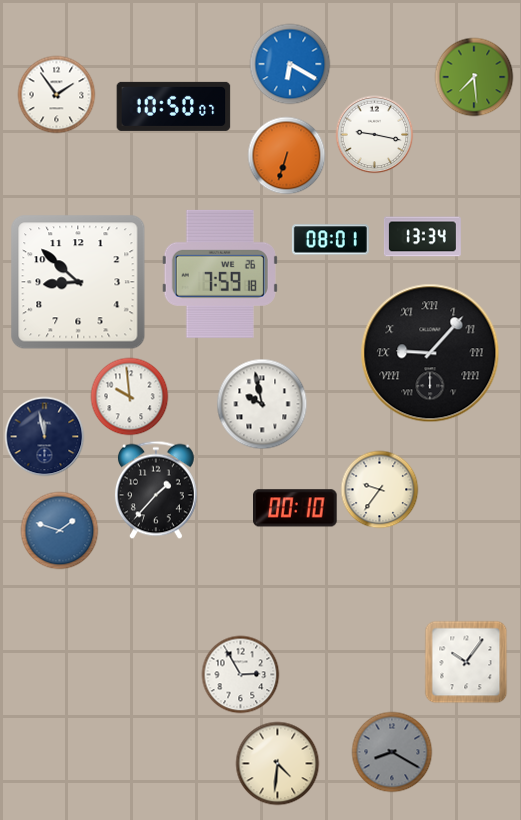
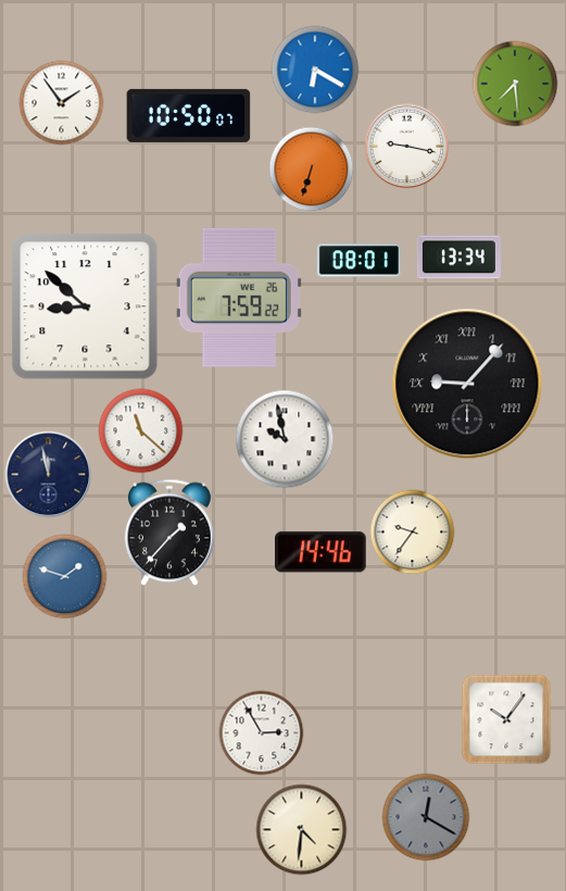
clock at (220, 274): 7:59:18 -> 7:59:22
clock at (129, 396): 9:59 -> 11:22
clock at (296, 508): 00:10 -> 14:46
clock at (392, 752): 8:20 -> 12:20
